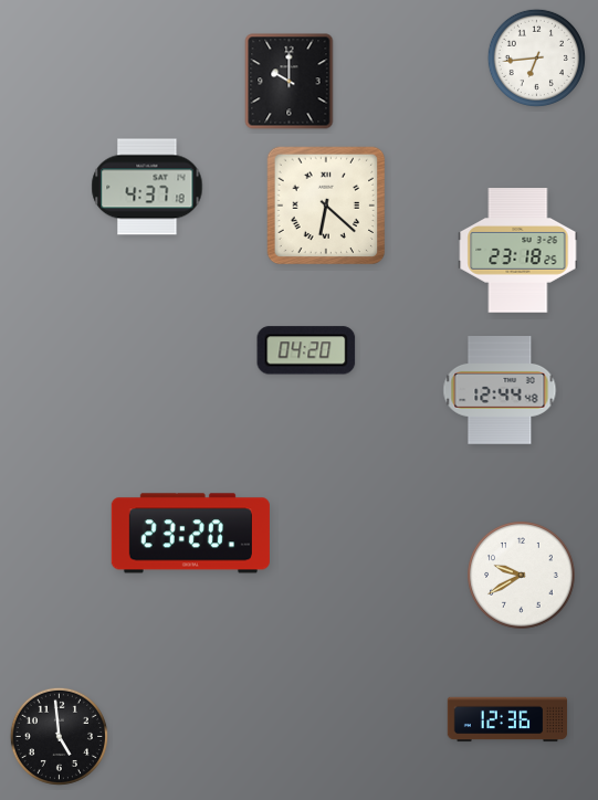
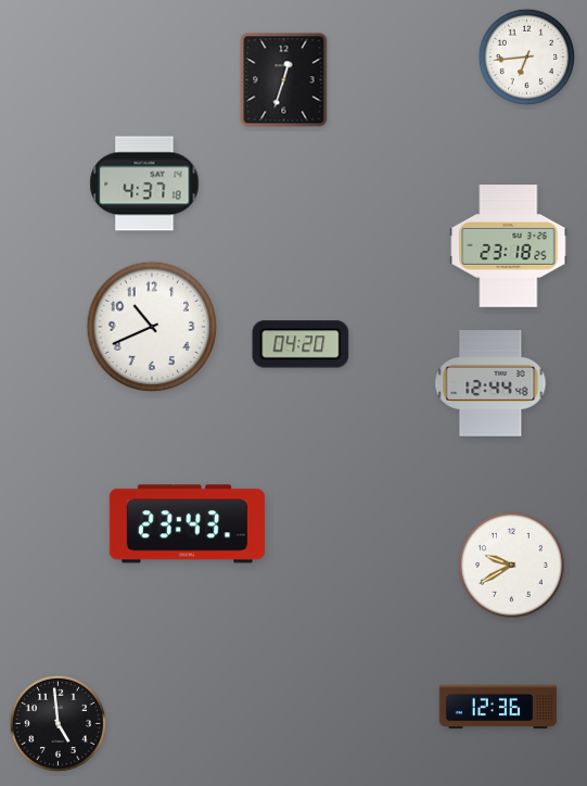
clock at (290, 82): 10:00 -> 12:33
clock at (326, 206): 6:22 -> none
clock at (152, 327): none -> 10:41
clock at (190, 534): 23:20 -> 23:43
